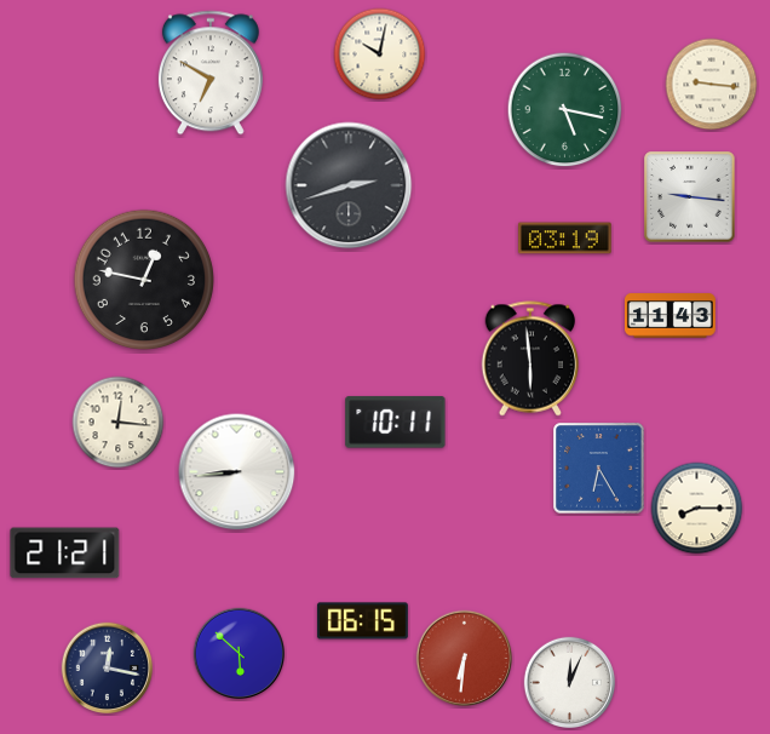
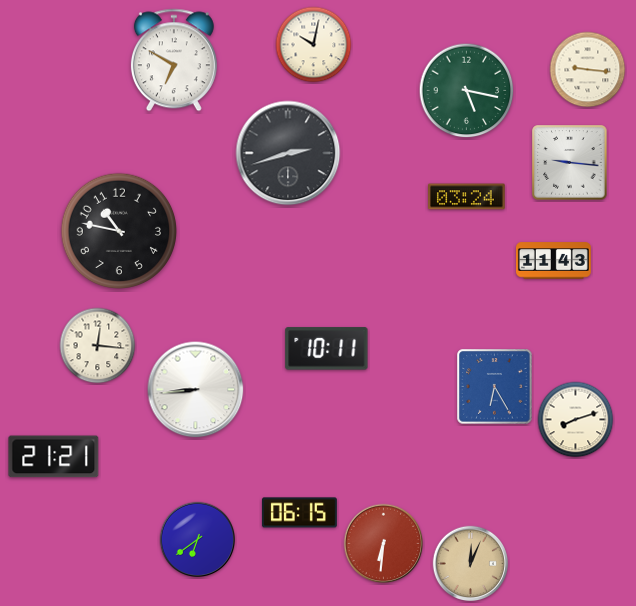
clock at (565, 239): 03:19 -> 03:24
clock at (144, 280): 12:47 -> 10:47
clock at (530, 359): 5:59 -> none
clock at (119, 423) position: (119, 423) -> (98, 346)
clock at (697, 509): 8:15 -> 8:12
clock at (240, 654): 5:52 -> 6:39
clock at (108, 669): 12:17 -> none
clock at (570, 683) dial: white -> champagne
